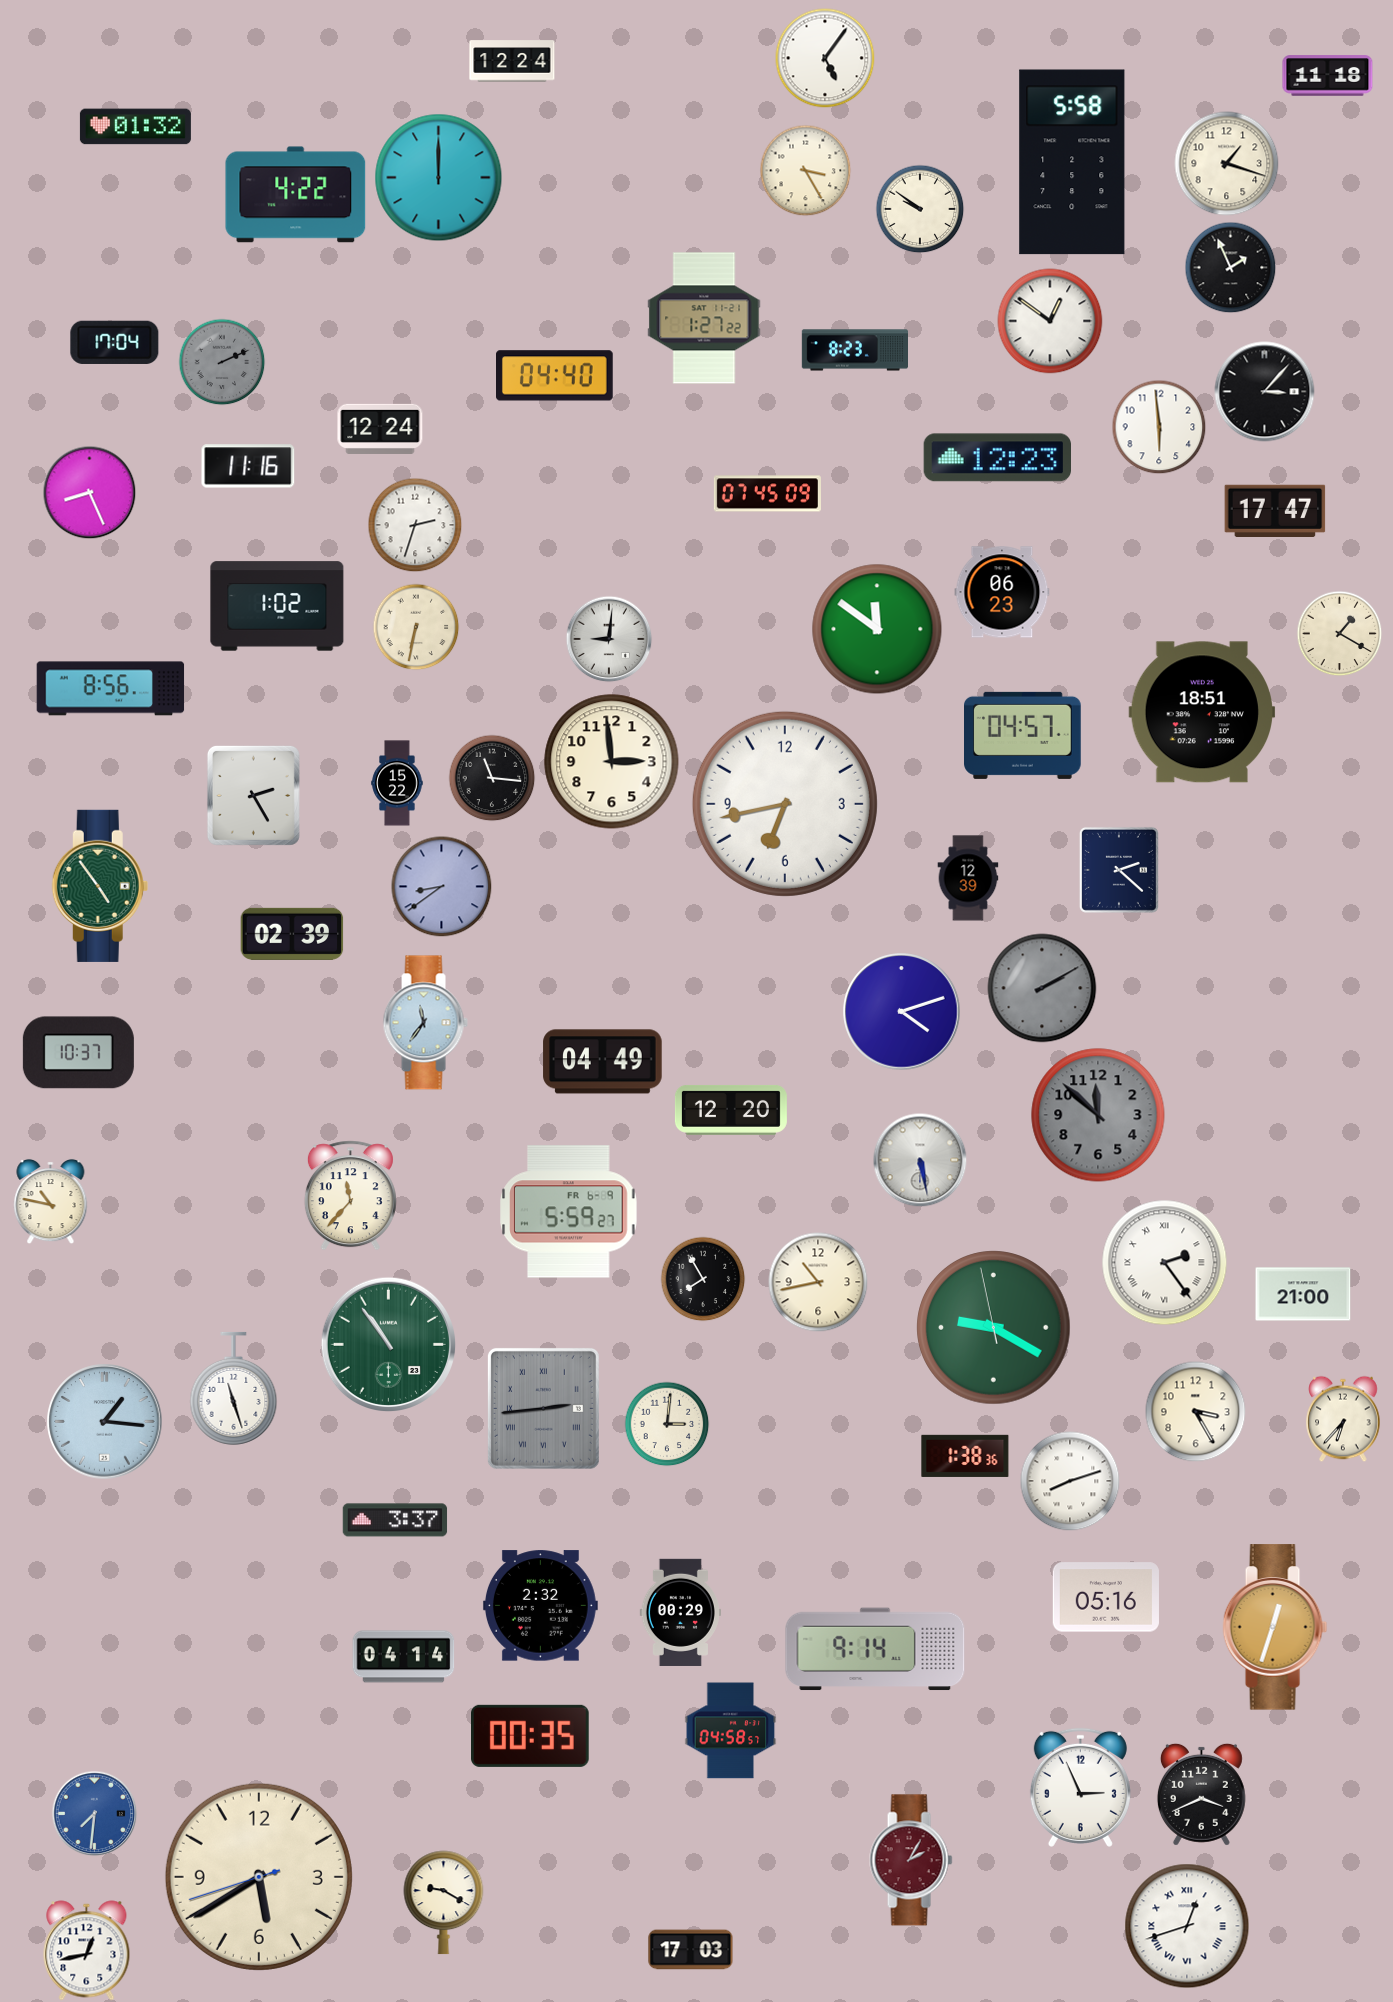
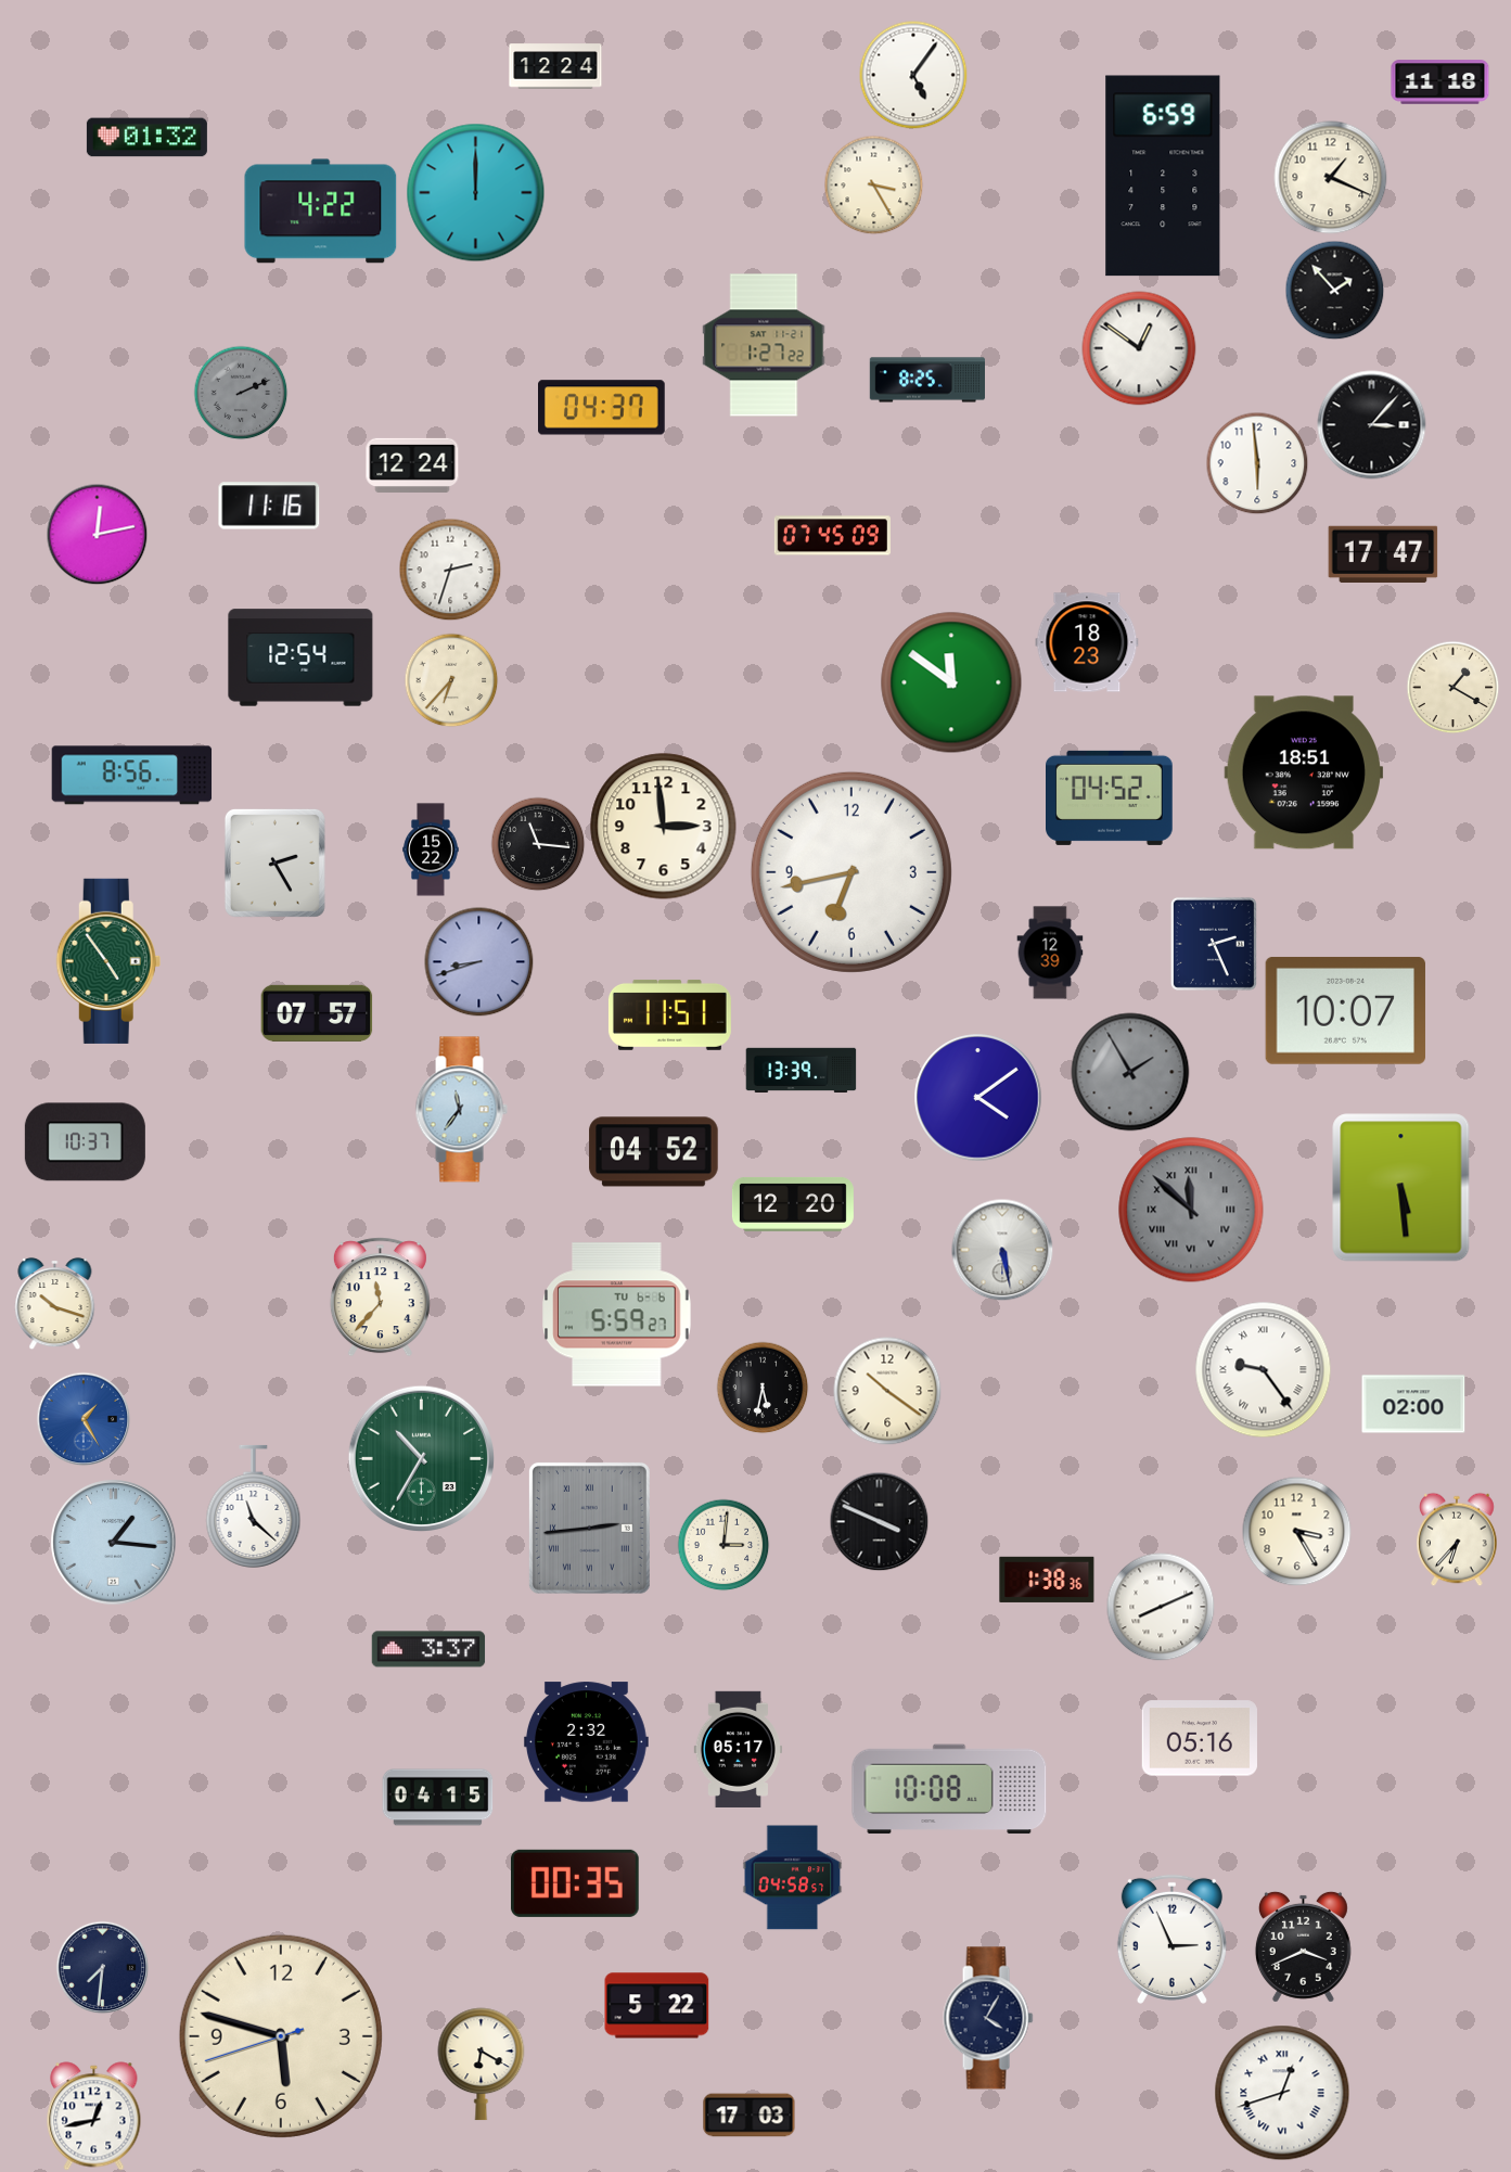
clock at (825, 58) position: (825, 58) -> (913, 75)
clock at (1072, 162): 5:58 -> 6:59
clock at (1227, 164): 1:18 -> 1:19
clock at (920, 209): 9:51 -> none
clock at (1230, 267): 1:56 -> 1:53
clock at (115, 342): 17:04 -> none
clock at (855, 350): 8:23 -> 8:25
clock at (555, 376): 04:40 -> 04:37
clock at (997, 458): 12:23 -> none
clock at (89, 492): 8:26 -> 12:13
clock at (1002, 592): 06:23 -> 18:23
clock at (277, 606): 1:02 -> 12:54
clock at (416, 627): 6:32 -> 6:37
clock at (609, 639): 9:01 -> none
clock at (111, 689) position: (111, 689) -> (132, 776)
clock at (1023, 735): 04:57 -> 04:52
clock at (492, 778) position: (492, 778) -> (538, 844)
clock at (1119, 870): 2:22 -> 2:26
clock at (442, 887): 8:39 -> 8:42
clock at (1345, 1010): none -> 10:07
clock at (292, 934): 02:39 -> 07:57
clock at (669, 1014): none -> 11:51
clock at (802, 1071): none -> 13:39
clock at (1042, 988): 2:10 -> 1:55
clock at (902, 1012): 4:12 -> 4:09
clock at (603, 1062): 04:49 -> 04:52
clock at (1401, 1188): none -> 5:29
clock at (1098, 1115) numerals: Arabic -> Roman
clock at (920, 1160) position: (920, 1160) -> (1002, 1250)
clock at (51, 1201): 10:47 -> 10:18
clock at (569, 1212) date: FR 6-9 -> TU 6-6
clock at (1165, 1263): 2:24 -> 9:24
clock at (703, 1279): 7:55 -> 5:32
clock at (818, 1282): 10:43 -> 10:21
clock at (1303, 1294): 21:00 -> 02:00
clock at (84, 1419): none -> 1:25
clock at (994, 1328): 9:19 -> none
clock at (388, 1344): 10:54 -> 10:35
clock at (234, 1388): 11:27 -> 11:22
clock at (879, 1521): none -> 3:49
clock at (1070, 1481): 8:12 -> 8:11
clock at (1106, 1597) position: (1106, 1597) -> (1200, 1738)
clock at (680, 1612): 00:29 -> 05:17
clock at (1275, 1627): 12:33 -> none
clock at (875, 1649): 9:14 -> 10:08
clock at (404, 1657): 04:14 -> 04:15
clock at (94, 1813) dial: blue -> navy
clock at (657, 2006): none -> 5:22
clock at (911, 1860): 2:05 -> 4:05
clock at (911, 1860) dial: burgundy -> navy
clock at (259, 1877): 5:39 -> 5:47
clock at (444, 1903): 9:20 -> 6:20
clock at (1187, 1926) position: (1187, 1926) -> (1282, 2093)
